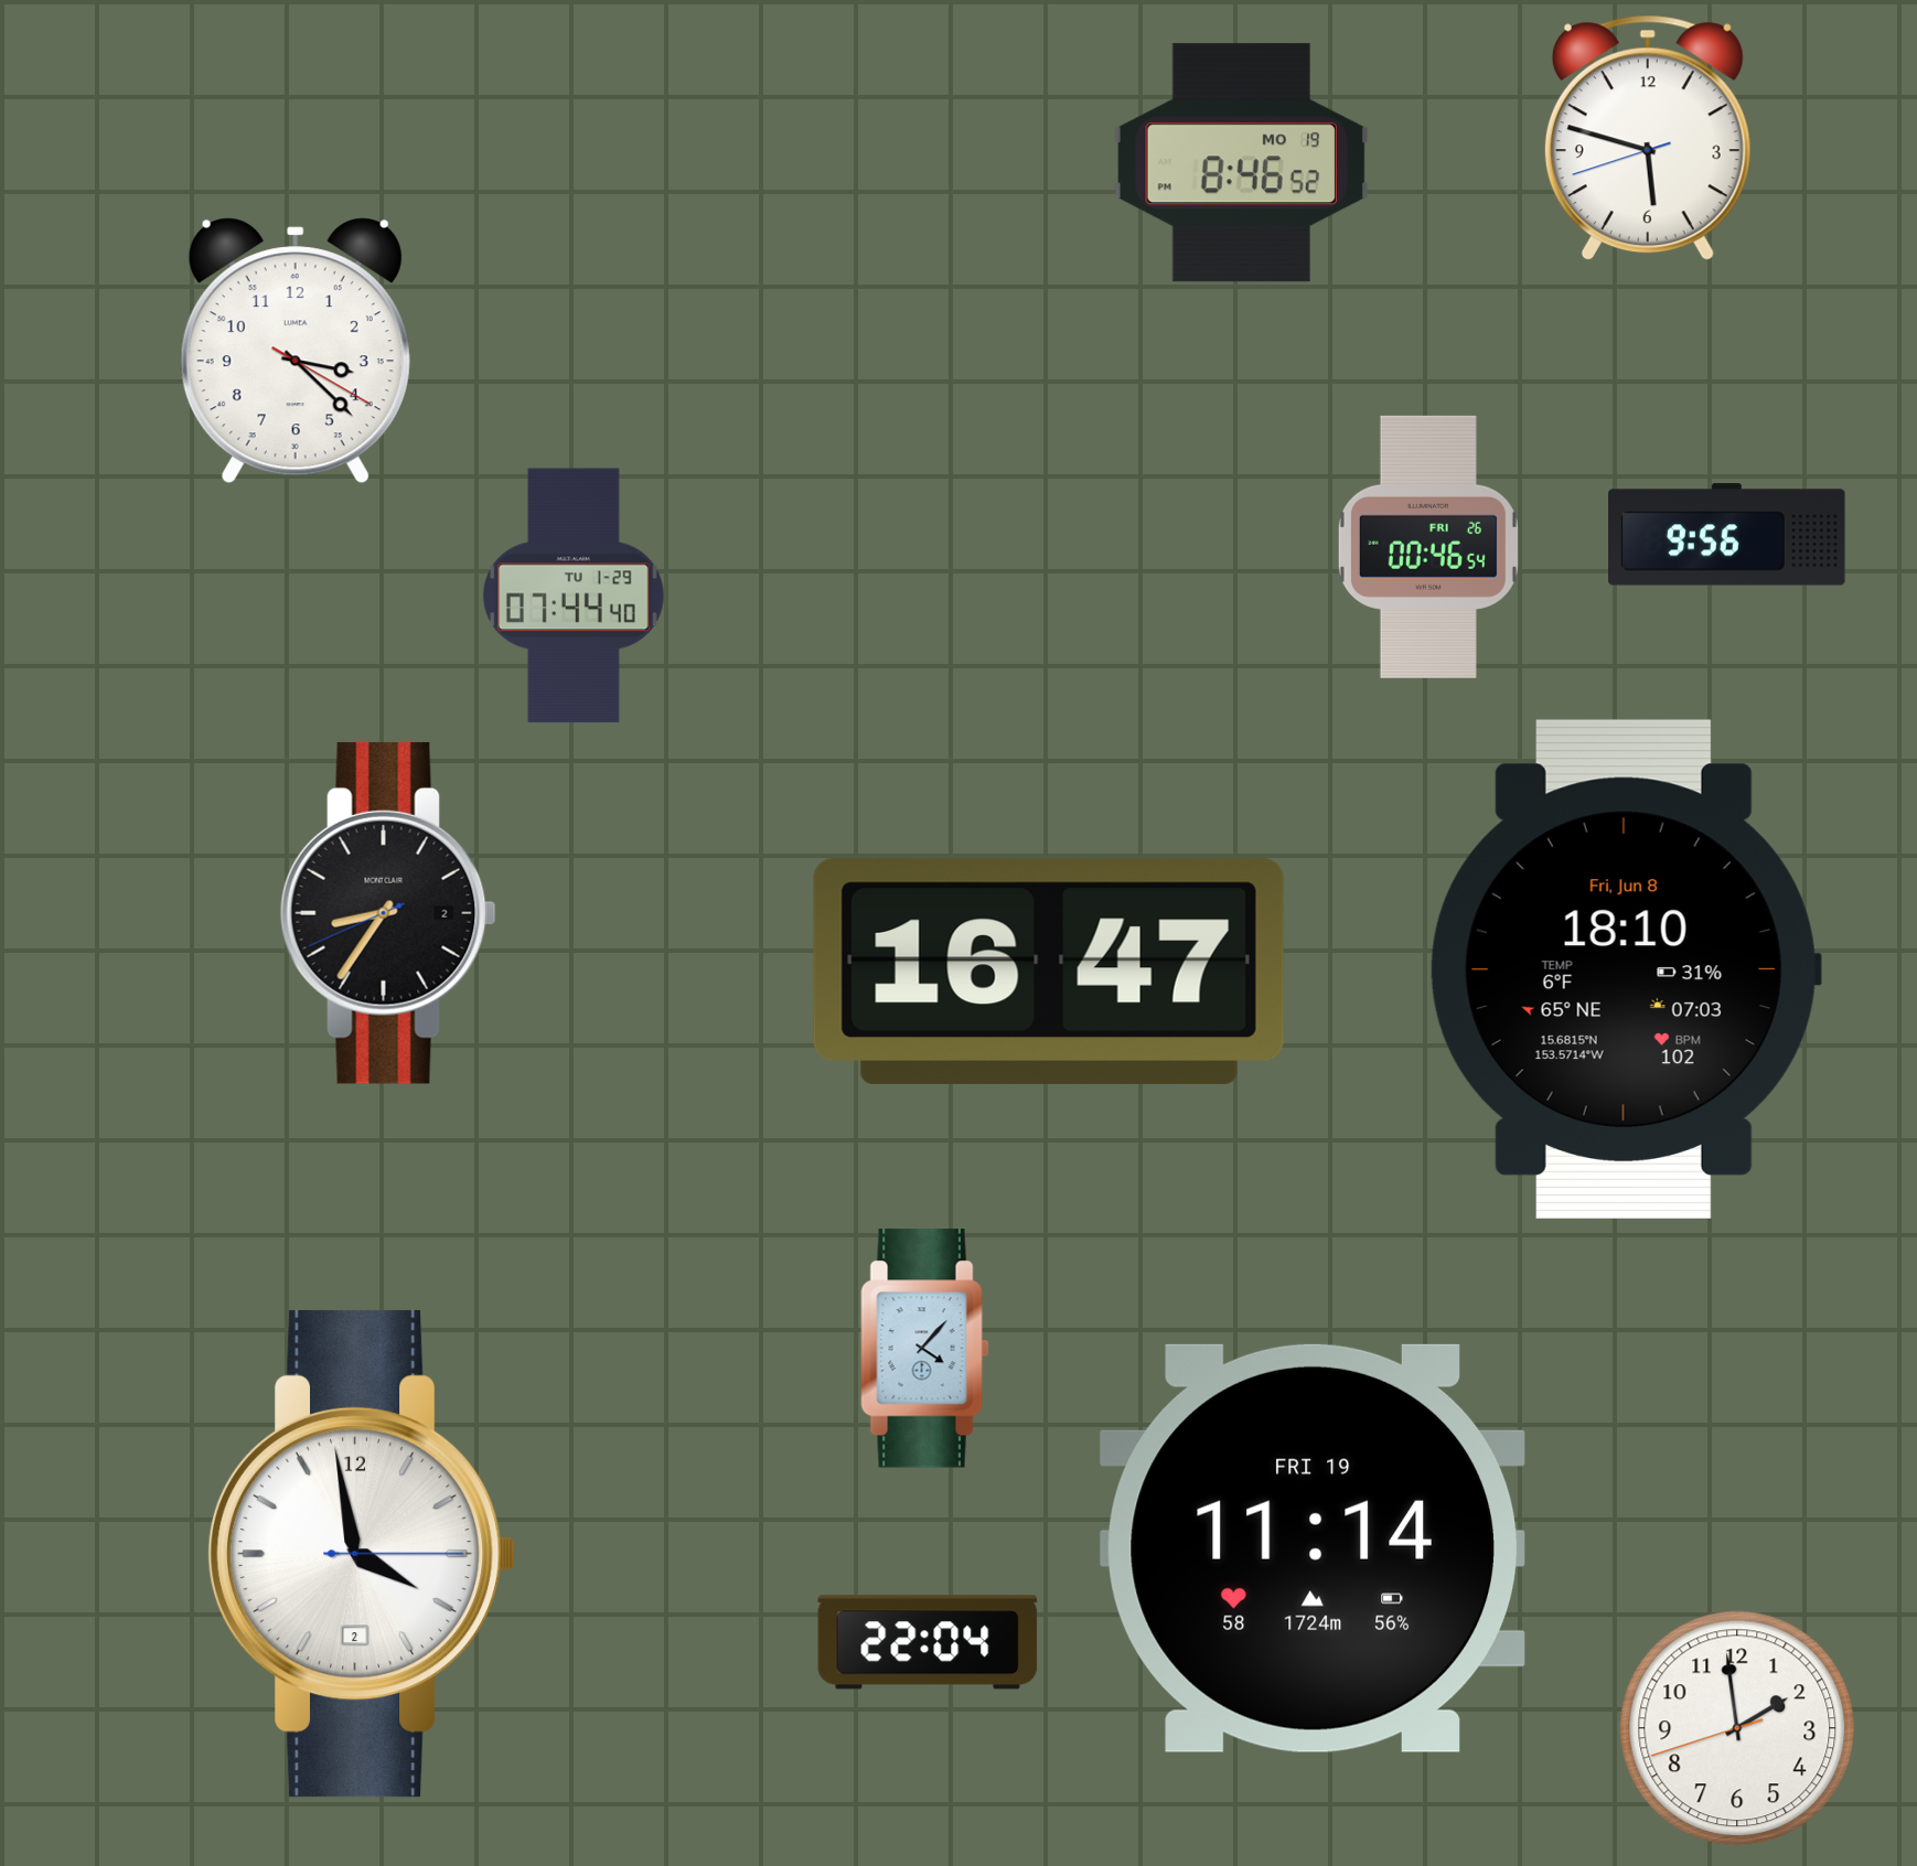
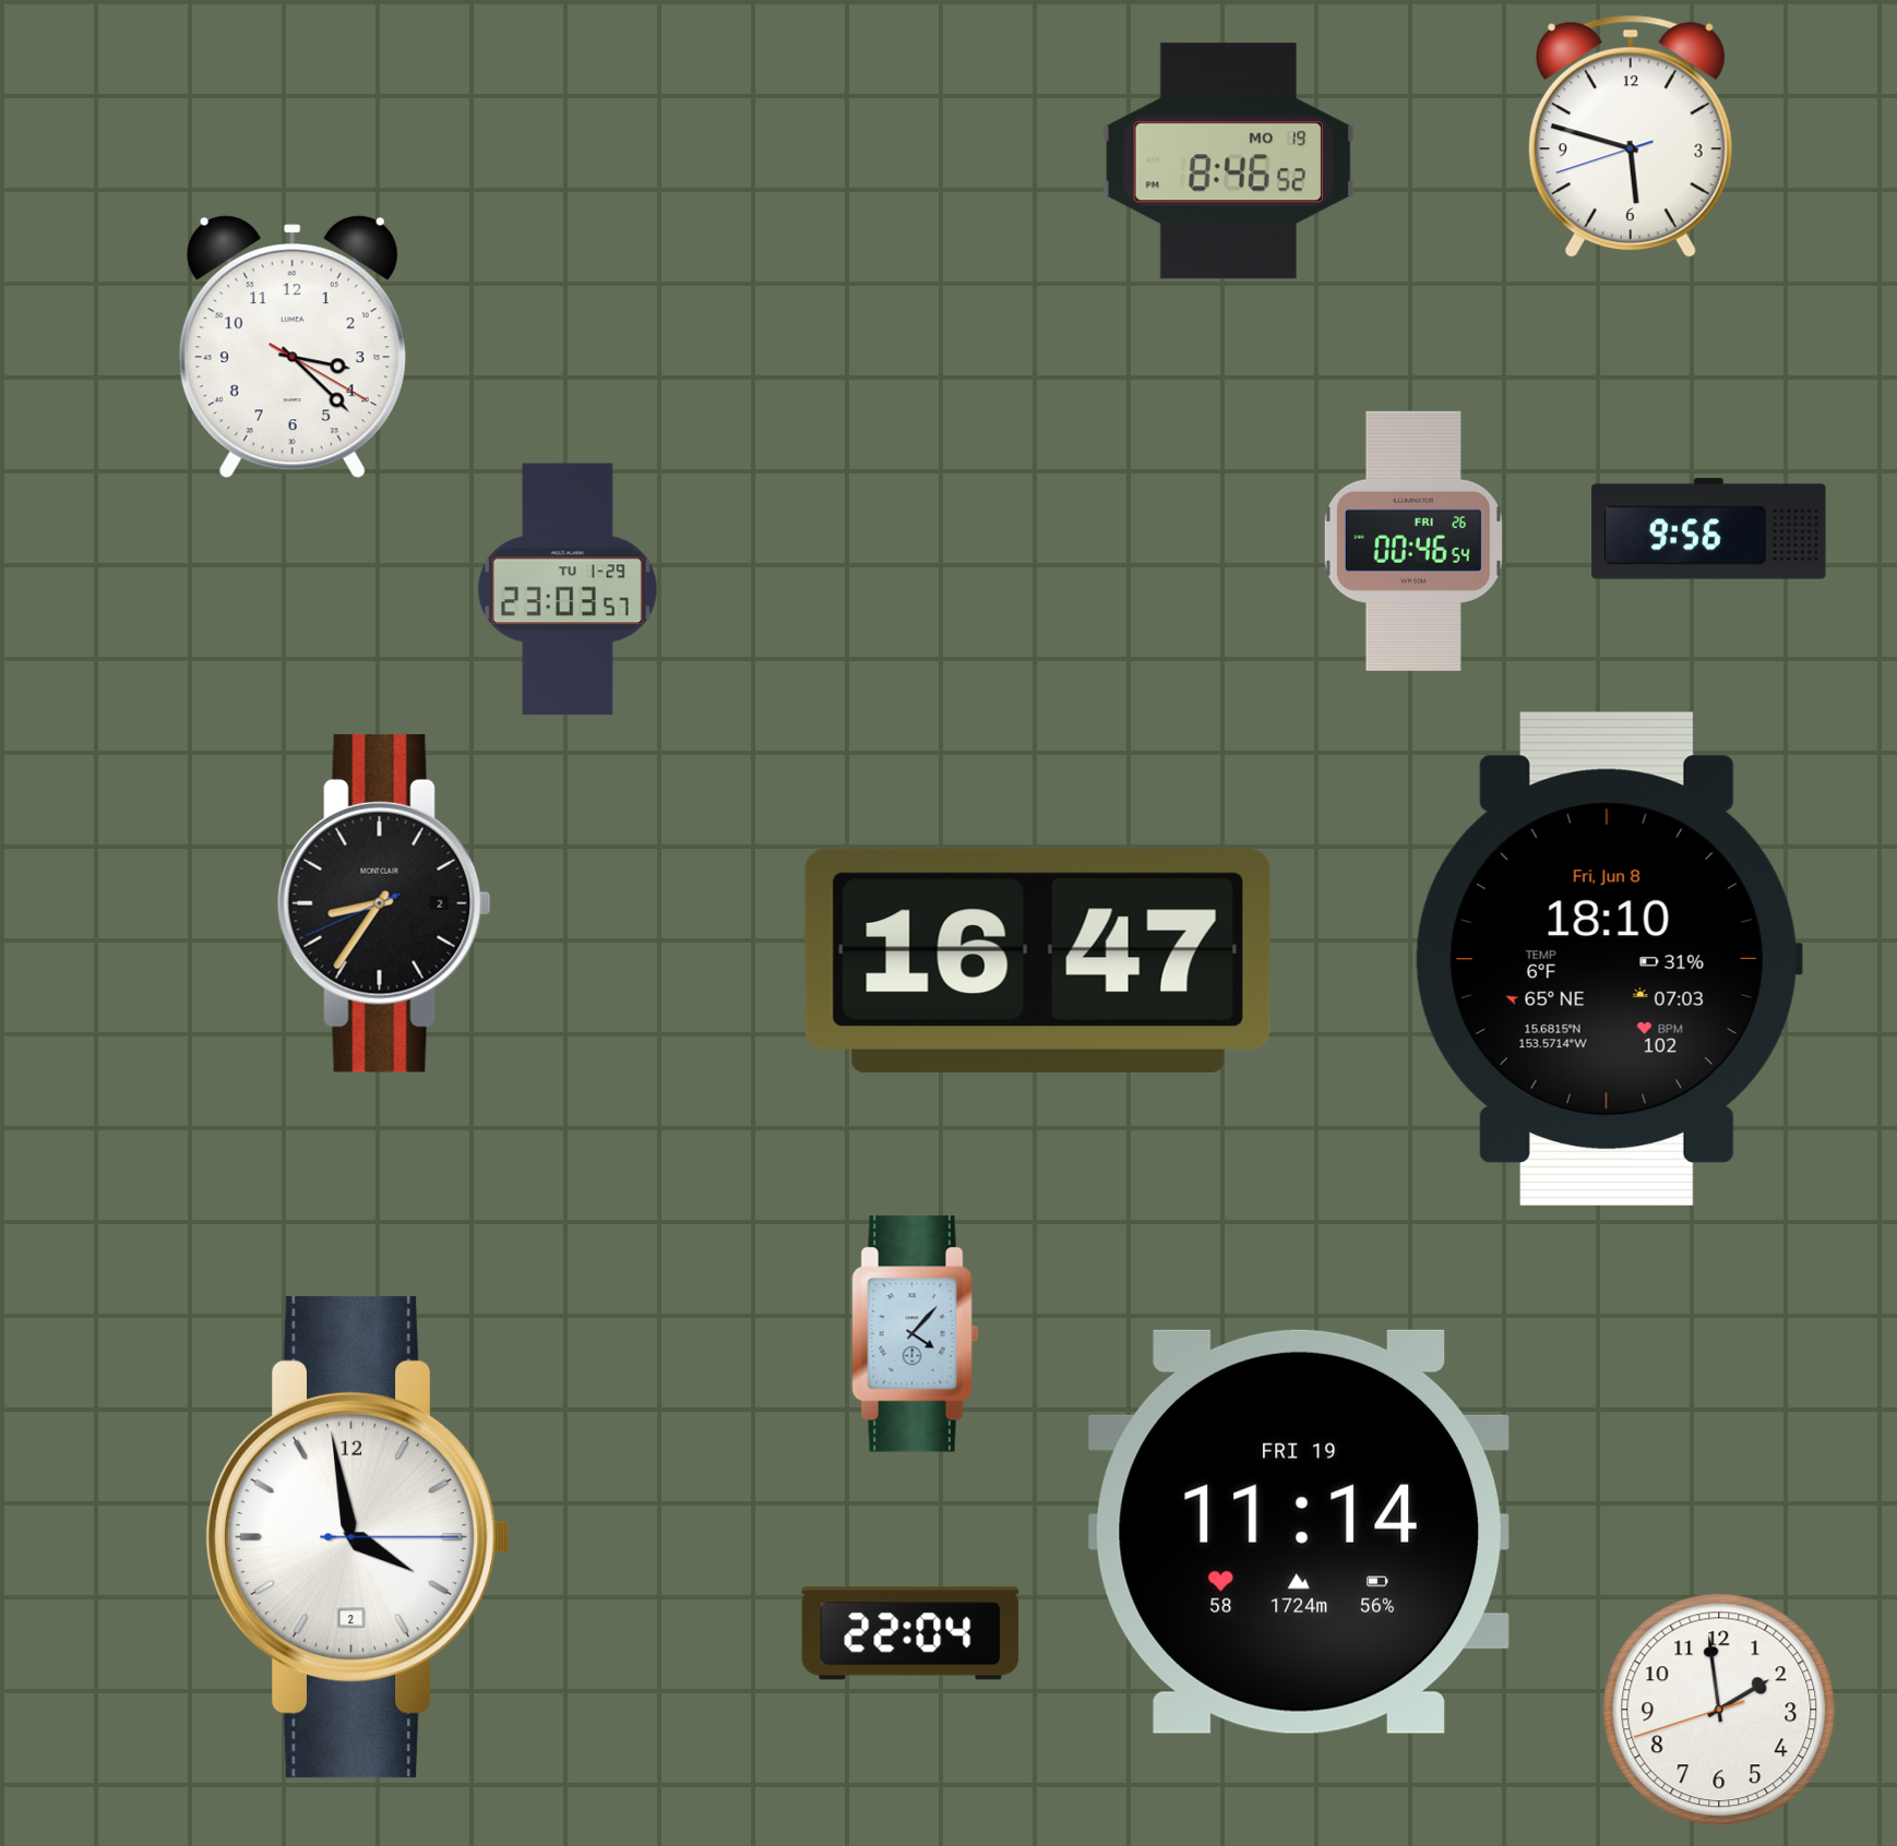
clock at (574, 596): 07:44 -> 23:03
clock at (928, 1642) position: (928, 1642) -> (910, 1633)
